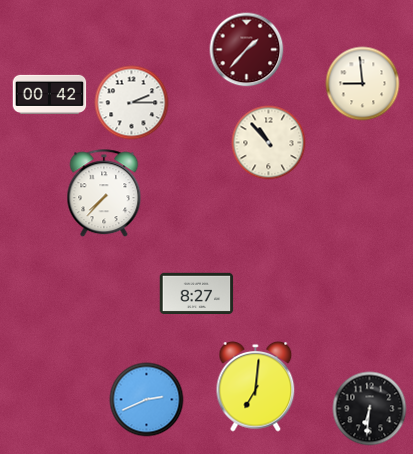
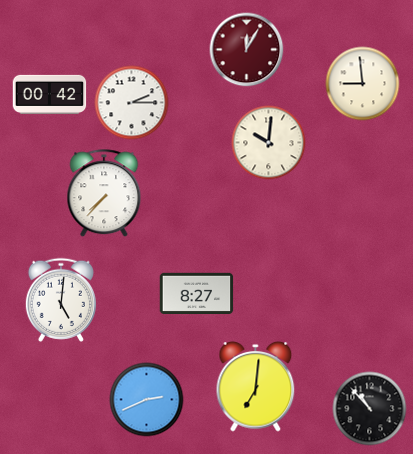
clock at (247, 50): 1:37 -> 12:05
clock at (269, 143): 10:53 -> 10:01
clock at (61, 300): none -> 5:01
clock at (370, 409): 6:31 -> 10:53
